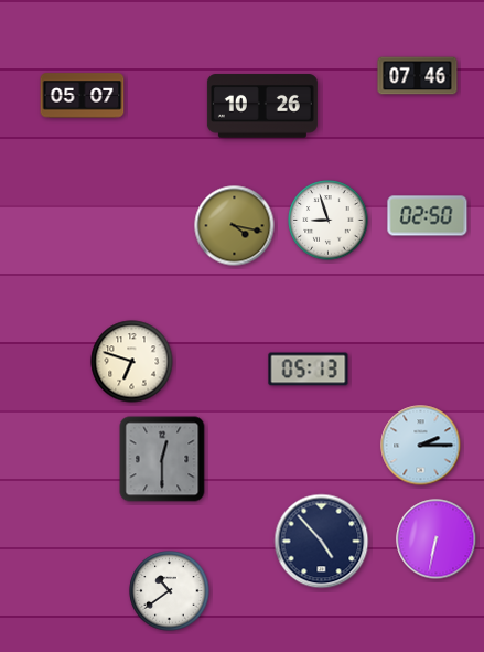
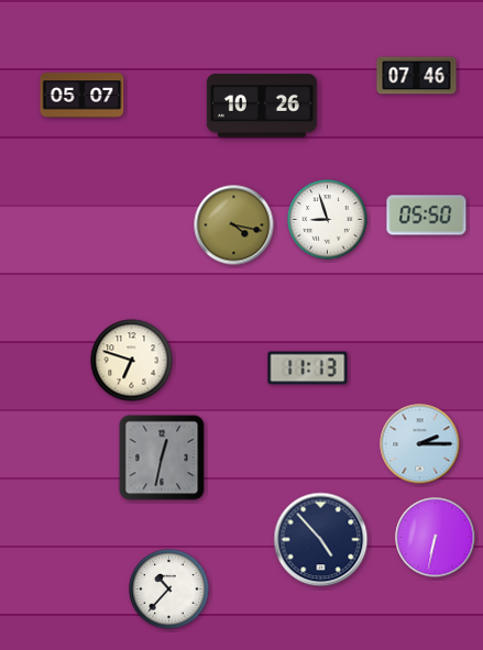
clock at (428, 216): 02:50 -> 05:50
clock at (309, 370): 05:13 -> 11:13
clock at (162, 459): 12:30 -> 12:32
clock at (170, 591): 10:39 -> 10:37
